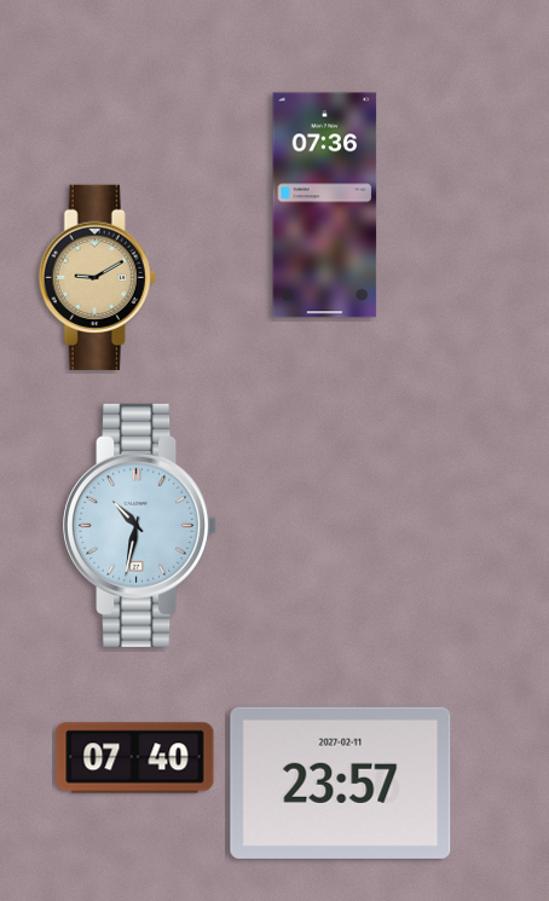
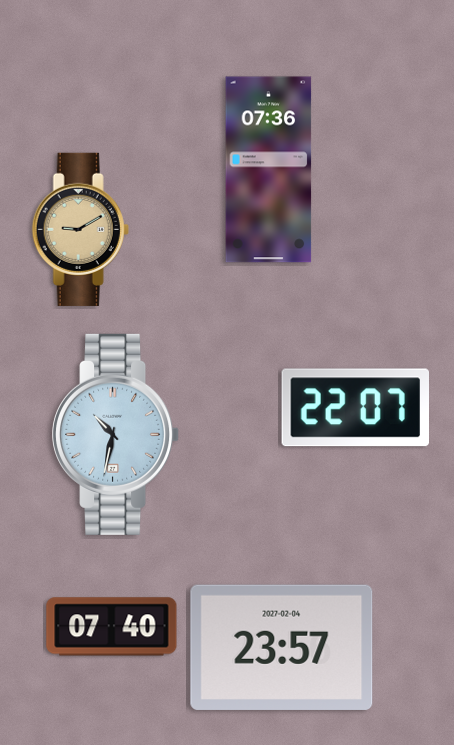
clock at (355, 408): none -> 22:07
clock at (341, 782) date: 2027-02-11 -> 2027-02-04
